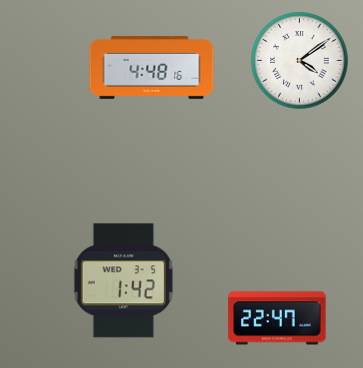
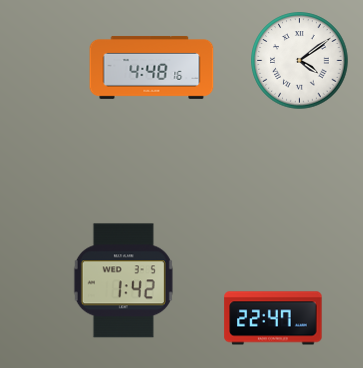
clock at (277, 318) position: (277, 318) -> (273, 318)
